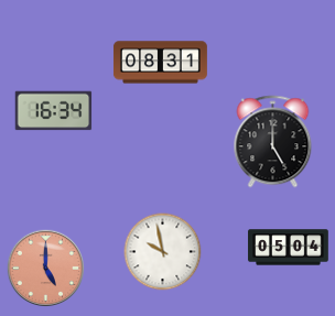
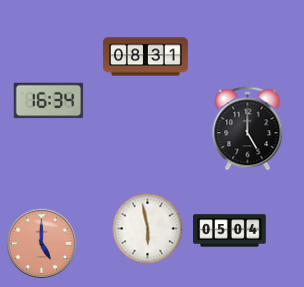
clock at (289, 248) position: (289, 248) -> (230, 231)
clock at (163, 252): 9:58 -> 5:58
